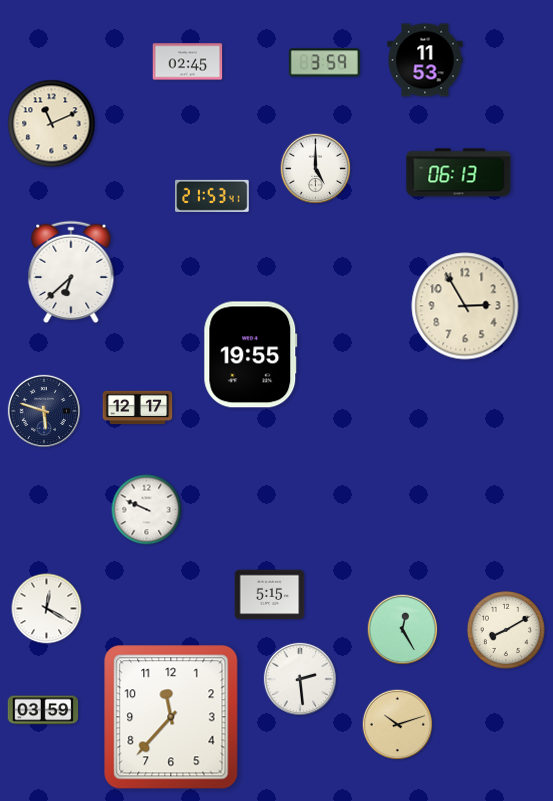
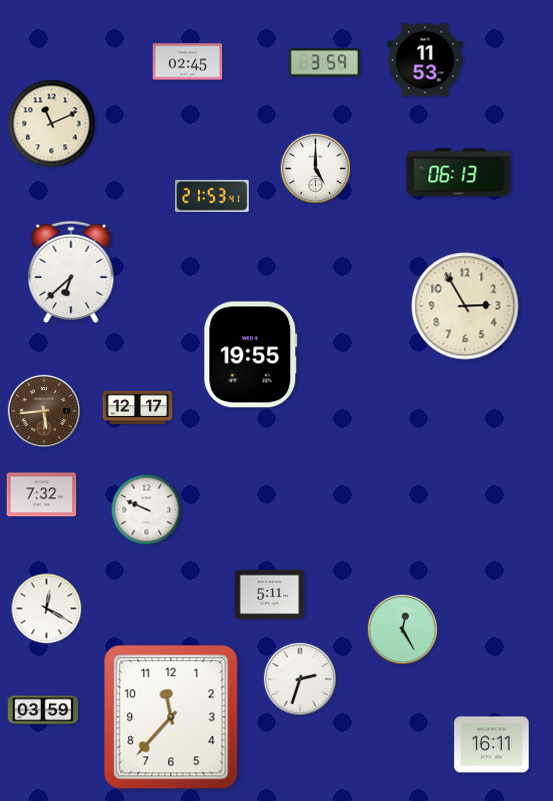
clock at (44, 411): 5:48 -> 5:44
clock at (44, 411) dial: navy -> brown
clock at (42, 495): none -> 7:32
clock at (270, 595): 5:15 -> 5:11
clock at (506, 630): 8:10 -> none
clock at (300, 679): 2:29 -> 2:33
clock at (398, 725): 10:12 -> none
clock at (492, 745): none -> 16:11
